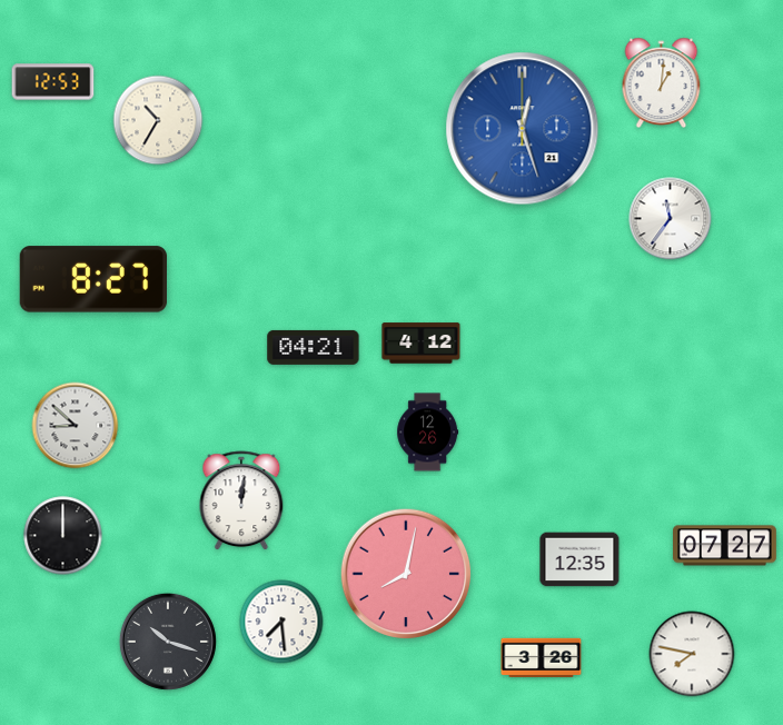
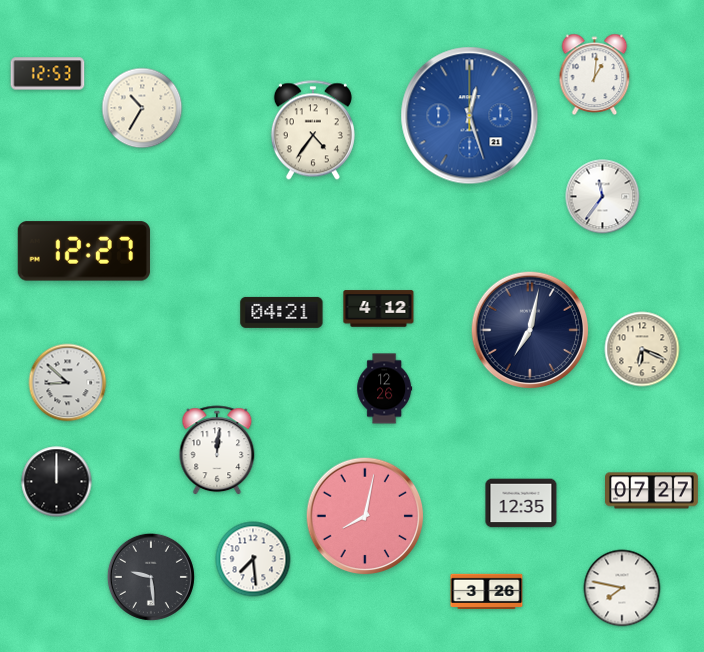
clock at (313, 130): none -> 4:36
clock at (93, 279): 8:27 -> 12:27
clock at (530, 330): none -> 7:02
clock at (642, 349): none -> 6:19
clock at (168, 642): 10:18 -> 9:29
